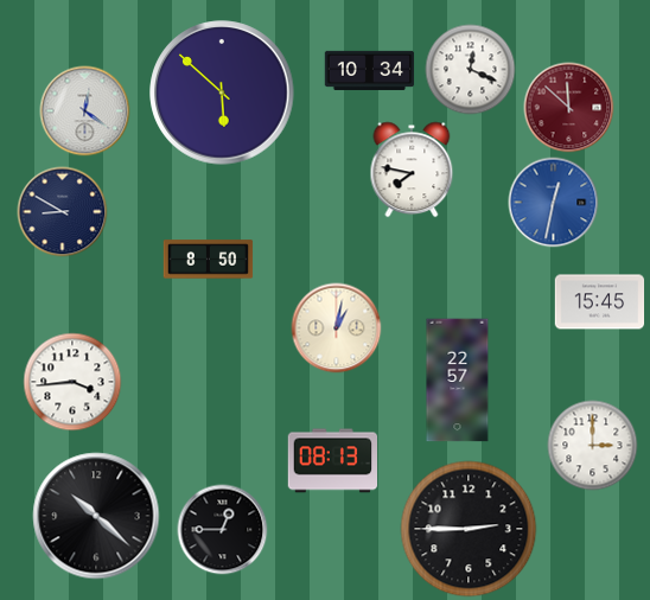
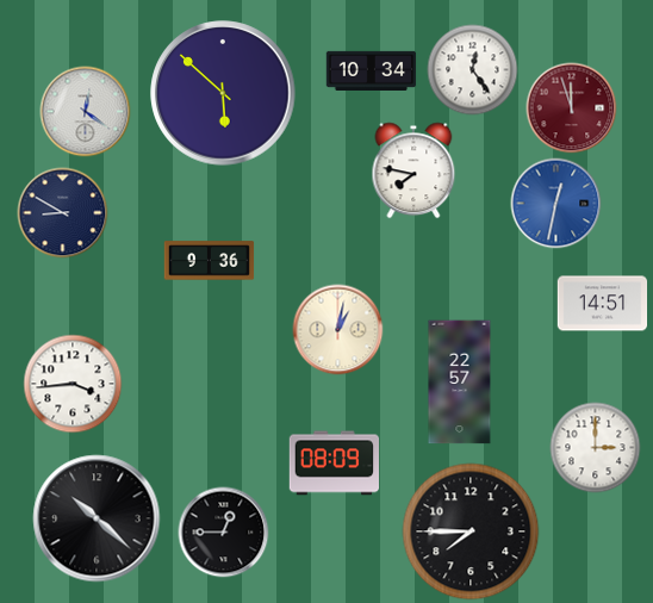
clock at (471, 70): 12:19 -> 12:24
clock at (569, 108): 11:52 -> 11:57
clock at (209, 260): 8:50 -> 9:36
clock at (600, 302): 15:45 -> 14:51
clock at (333, 461): 08:13 -> 08:09
clock at (469, 529): 2:45 -> 7:45
